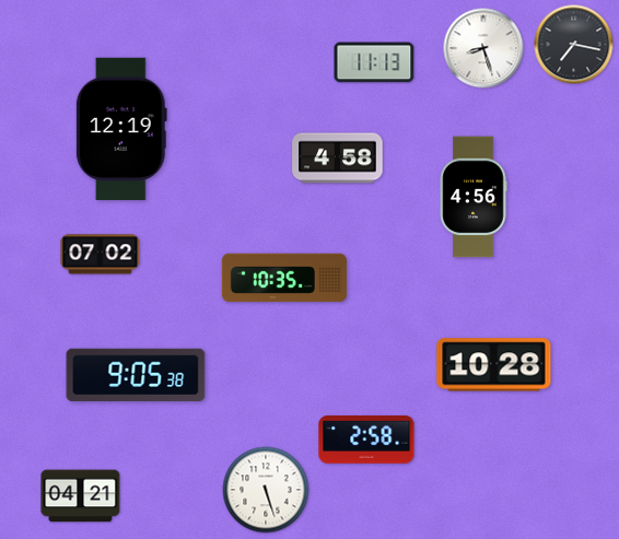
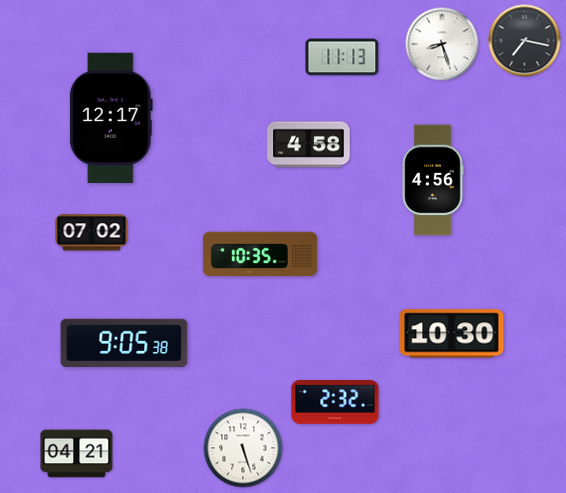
clock at (121, 128): 12:19 -> 12:17
clock at (494, 365): 10:28 -> 10:30
clock at (366, 440): 2:58 -> 2:32
clock at (81, 496) position: (81, 496) -> (77, 454)
